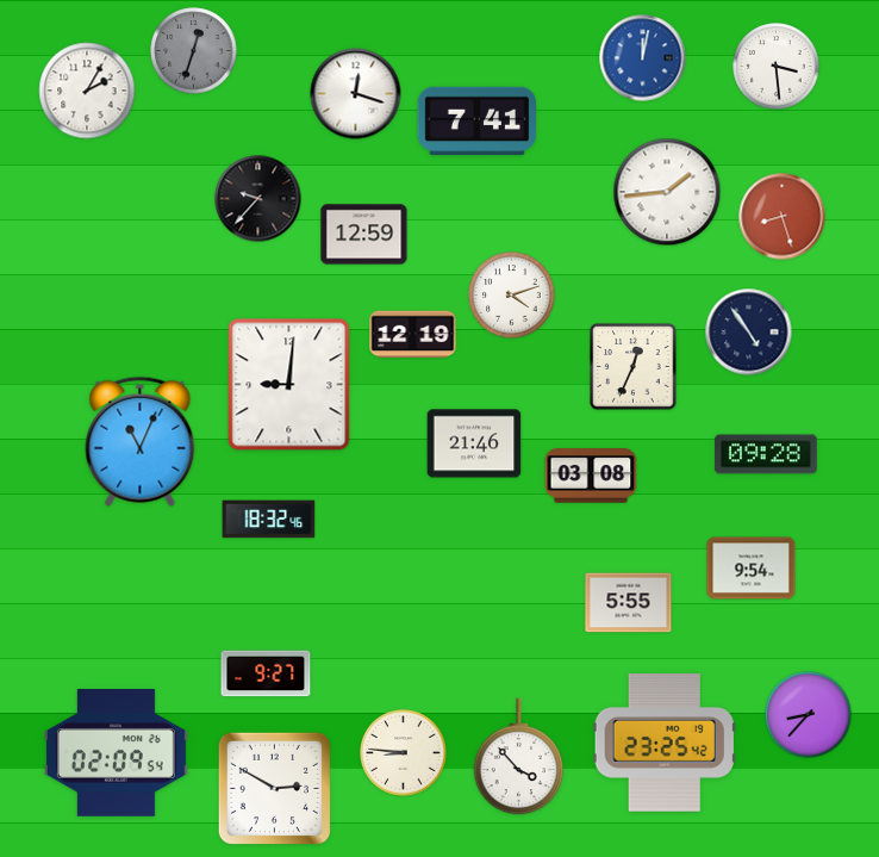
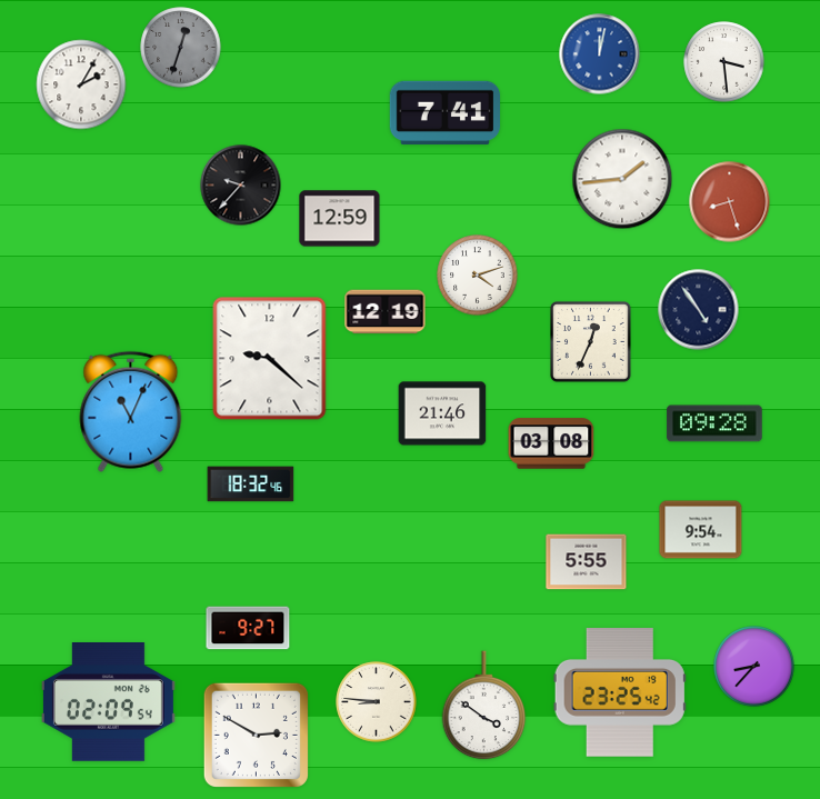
clock at (356, 94): 12:18 -> none
clock at (289, 385): 9:01 -> 9:22
clock at (519, 757): 3:53 -> 3:51
